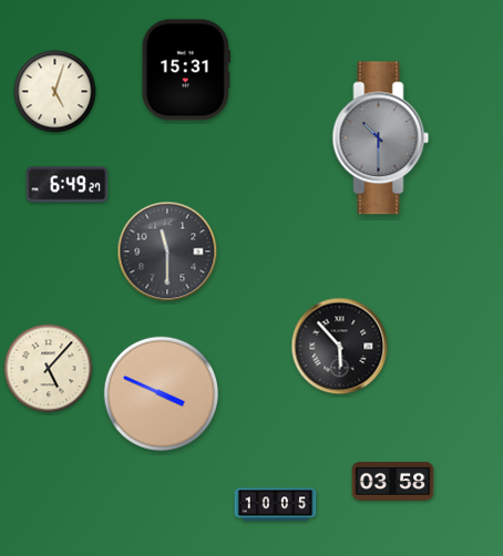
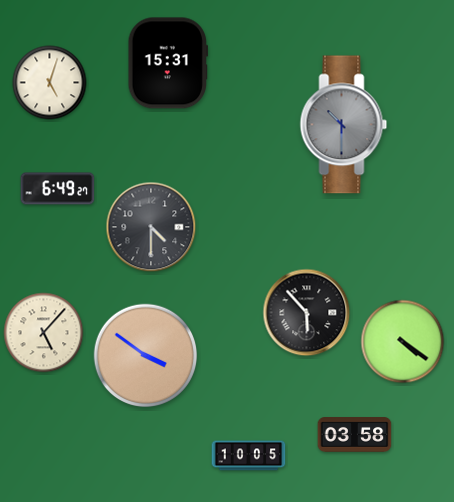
clock at (68, 185) position: (68, 185) -> (58, 189)
clock at (167, 251): 11:30 -> 4:30
clock at (403, 342): none -> 4:21
clock at (162, 394): 3:49 -> 3:51
